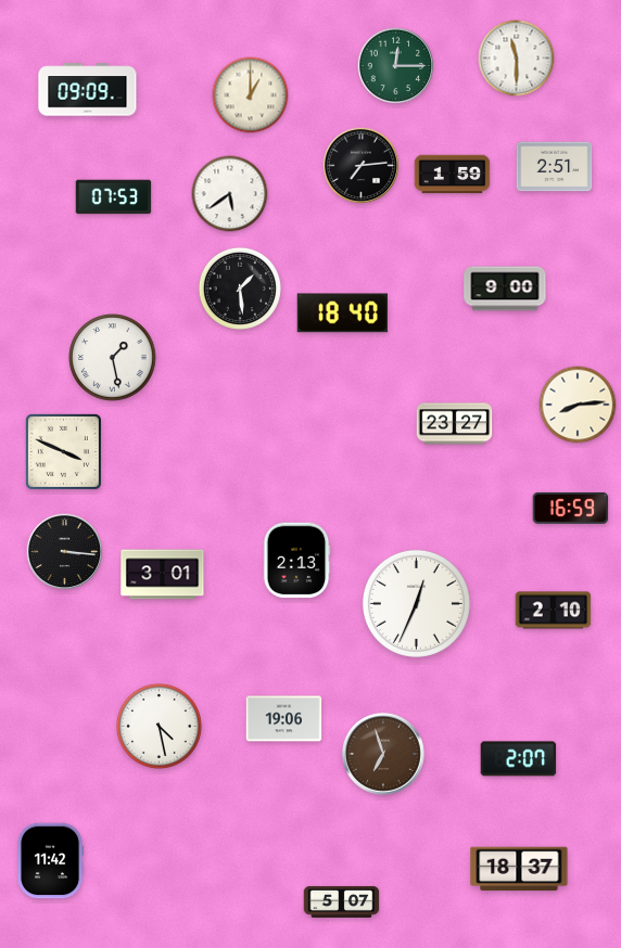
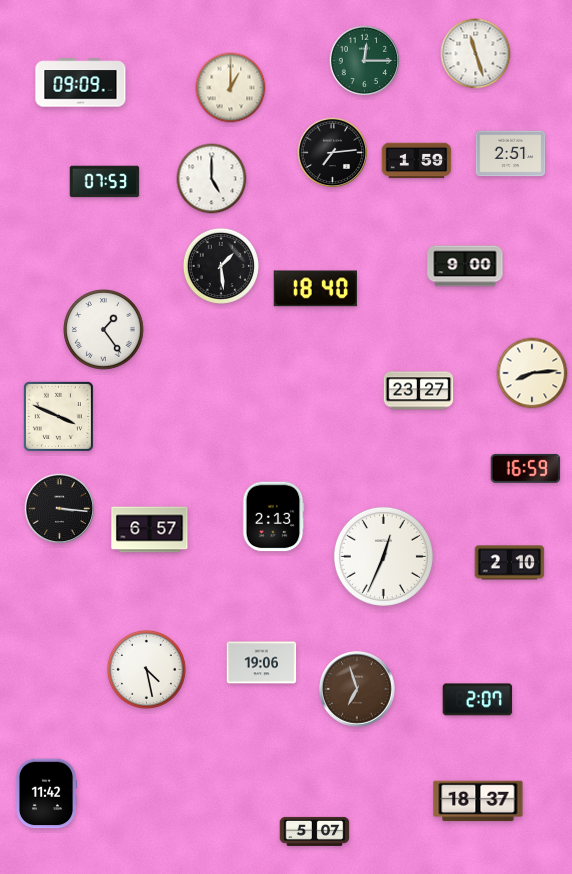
clock at (517, 59): 11:30 -> 11:27
clock at (230, 194): 5:39 -> 5:00
clock at (113, 358): 1:28 -> 1:24
clock at (163, 575): 3:01 -> 6:57
clock at (384, 755) position: (384, 755) -> (358, 690)
